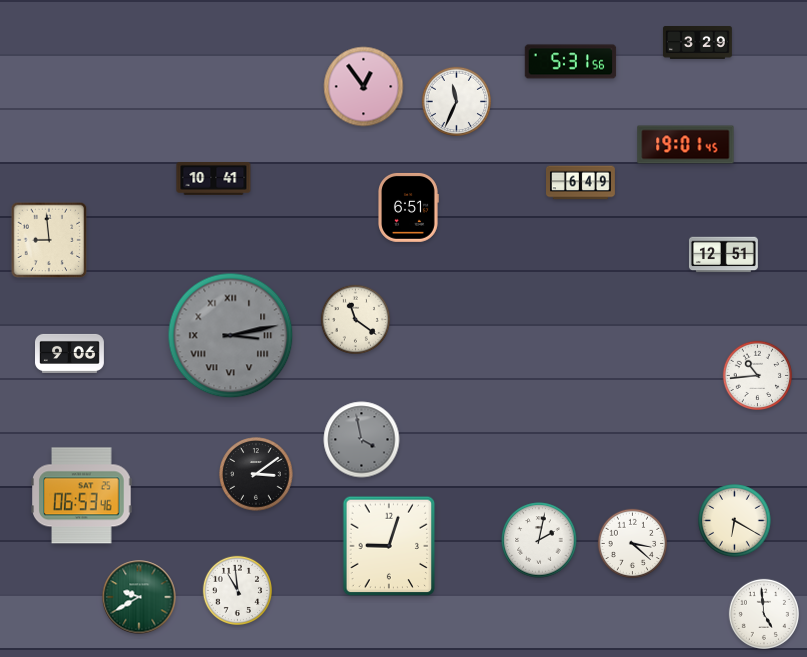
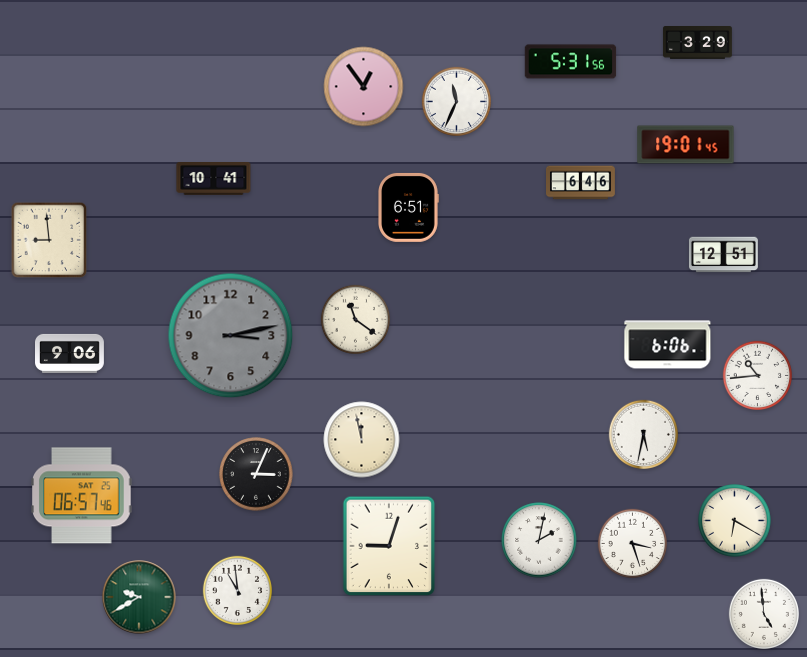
clock at (581, 183): 6:49 -> 6:46
clock at (231, 336) numerals: Roman -> Arabic
clock at (668, 345): none -> 6:06
clock at (643, 434): none -> 5:32
clock at (362, 440): 3:58 -> 11:58
clock at (362, 440) dial: grey -> cream
clock at (256, 474): 3:09 -> 3:04
clock at (82, 496): 06:53 -> 06:57
clock at (632, 543): 3:22 -> 3:27
